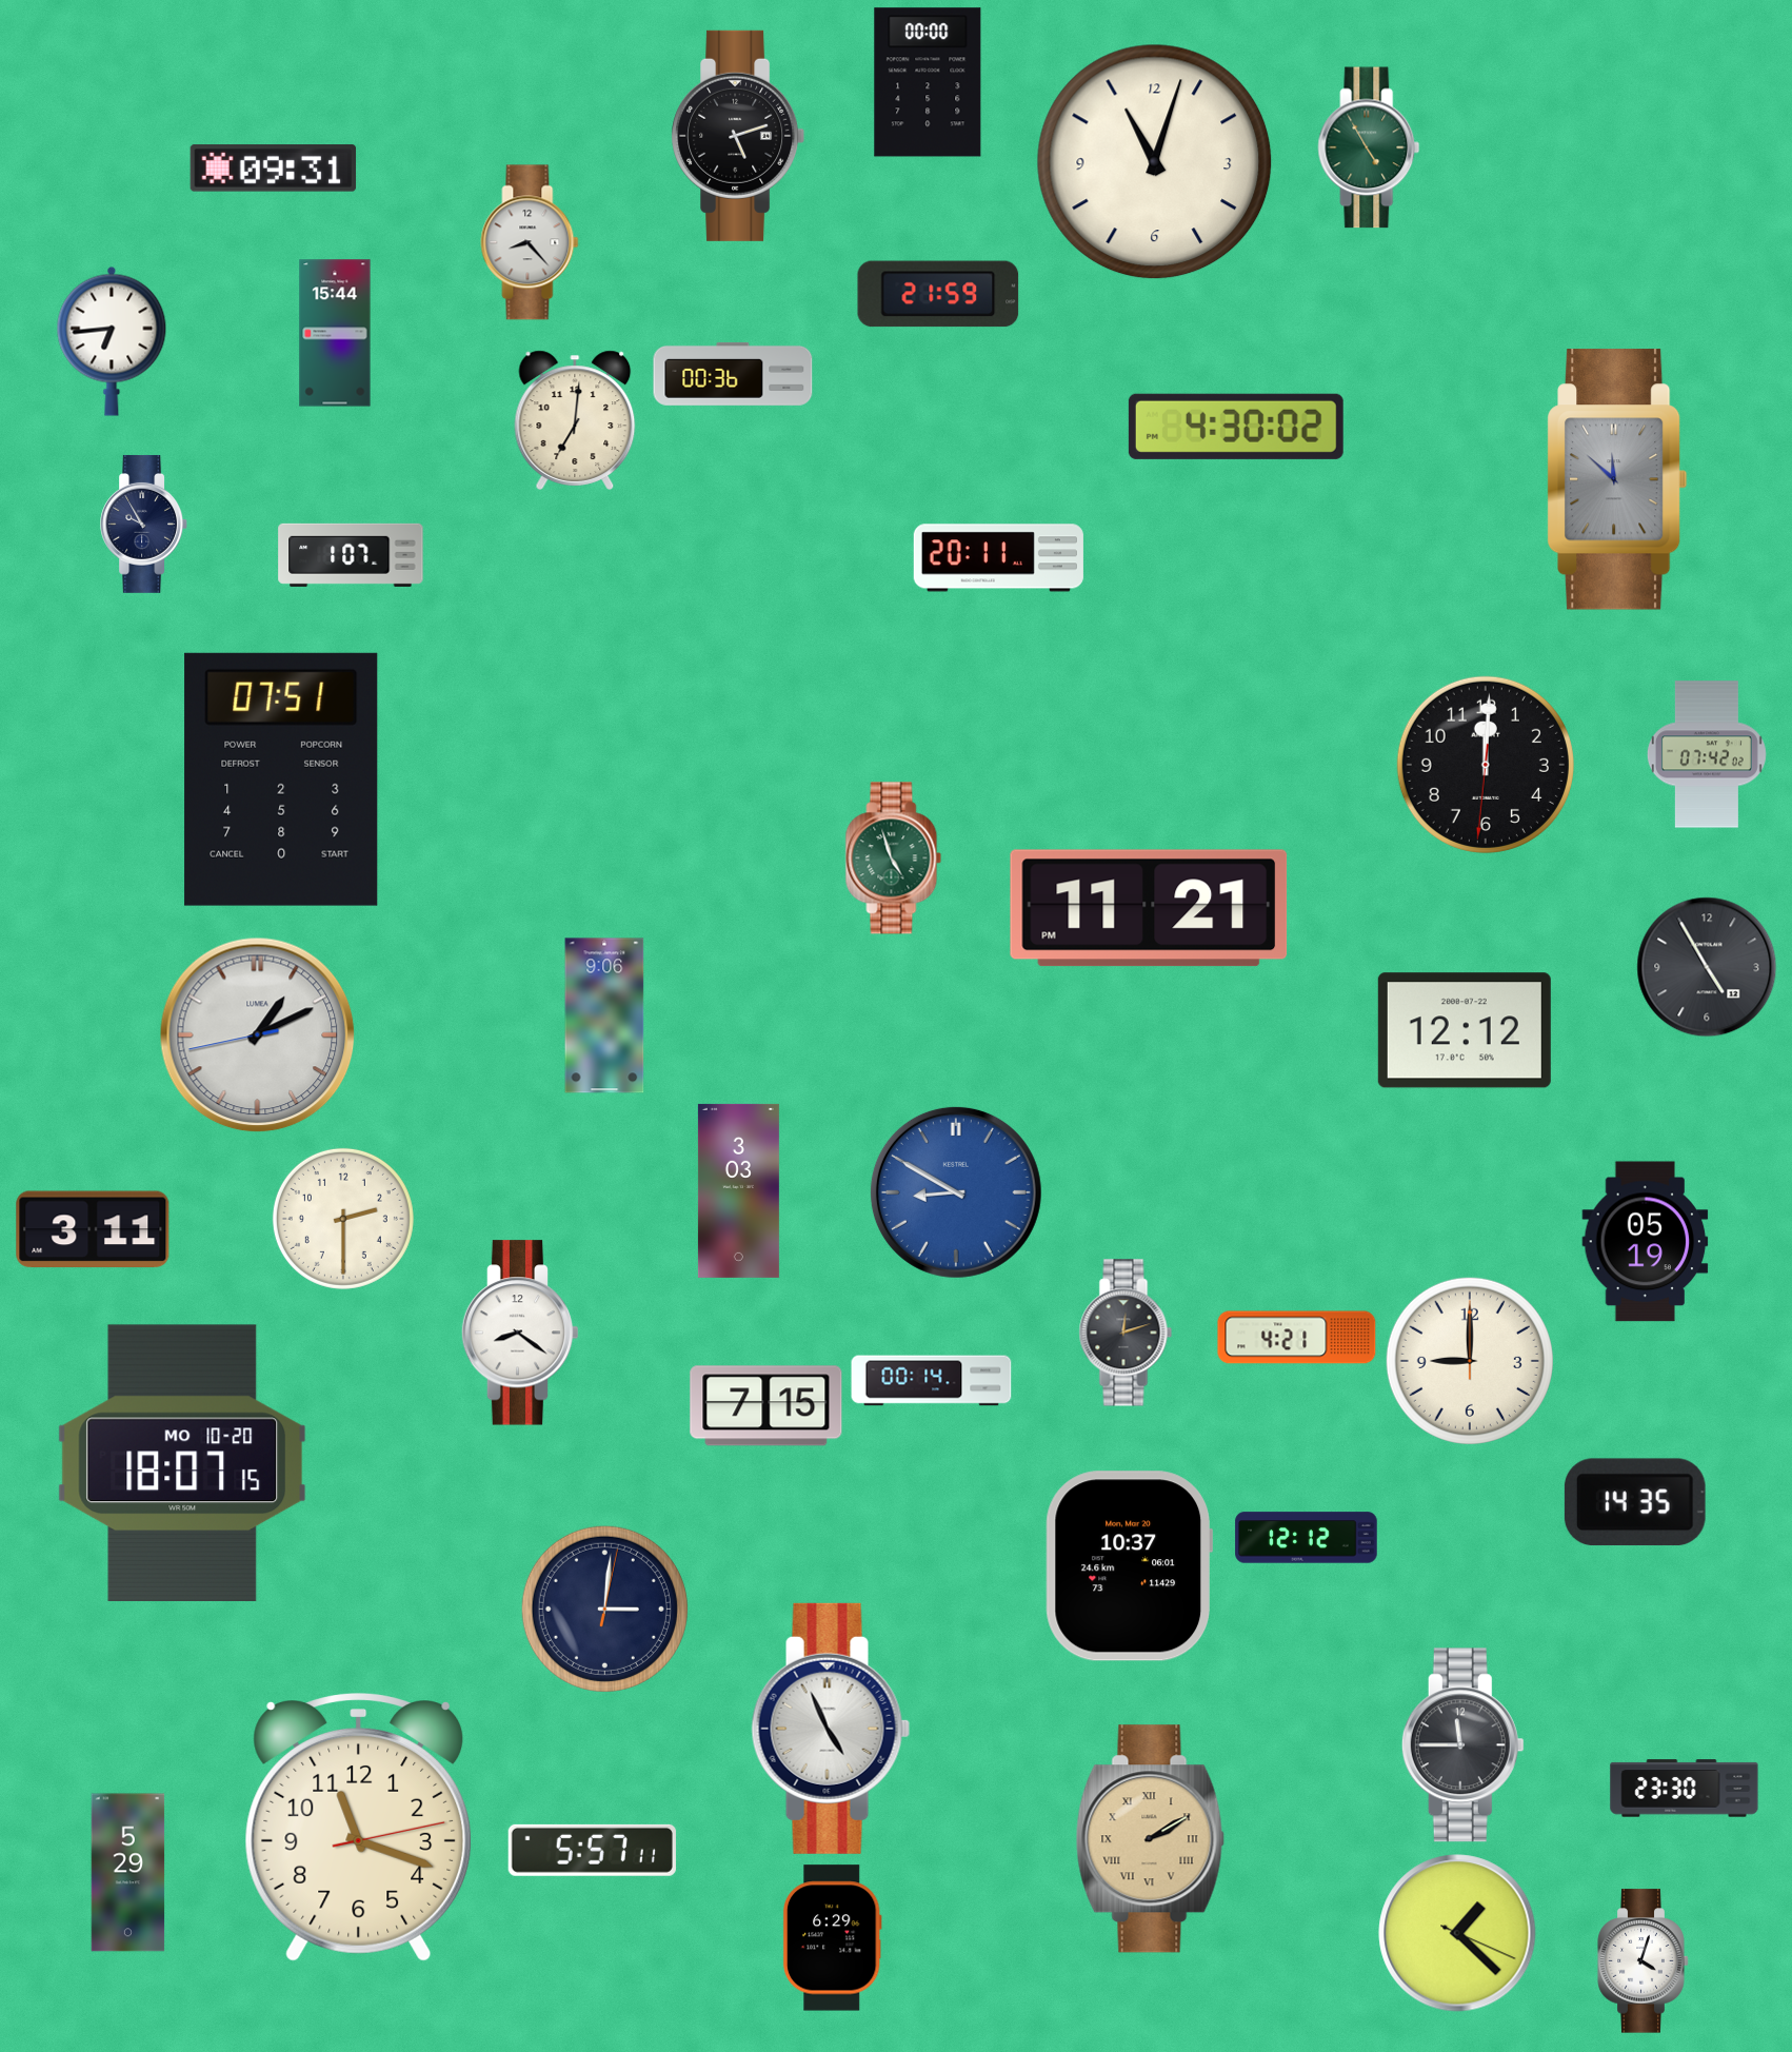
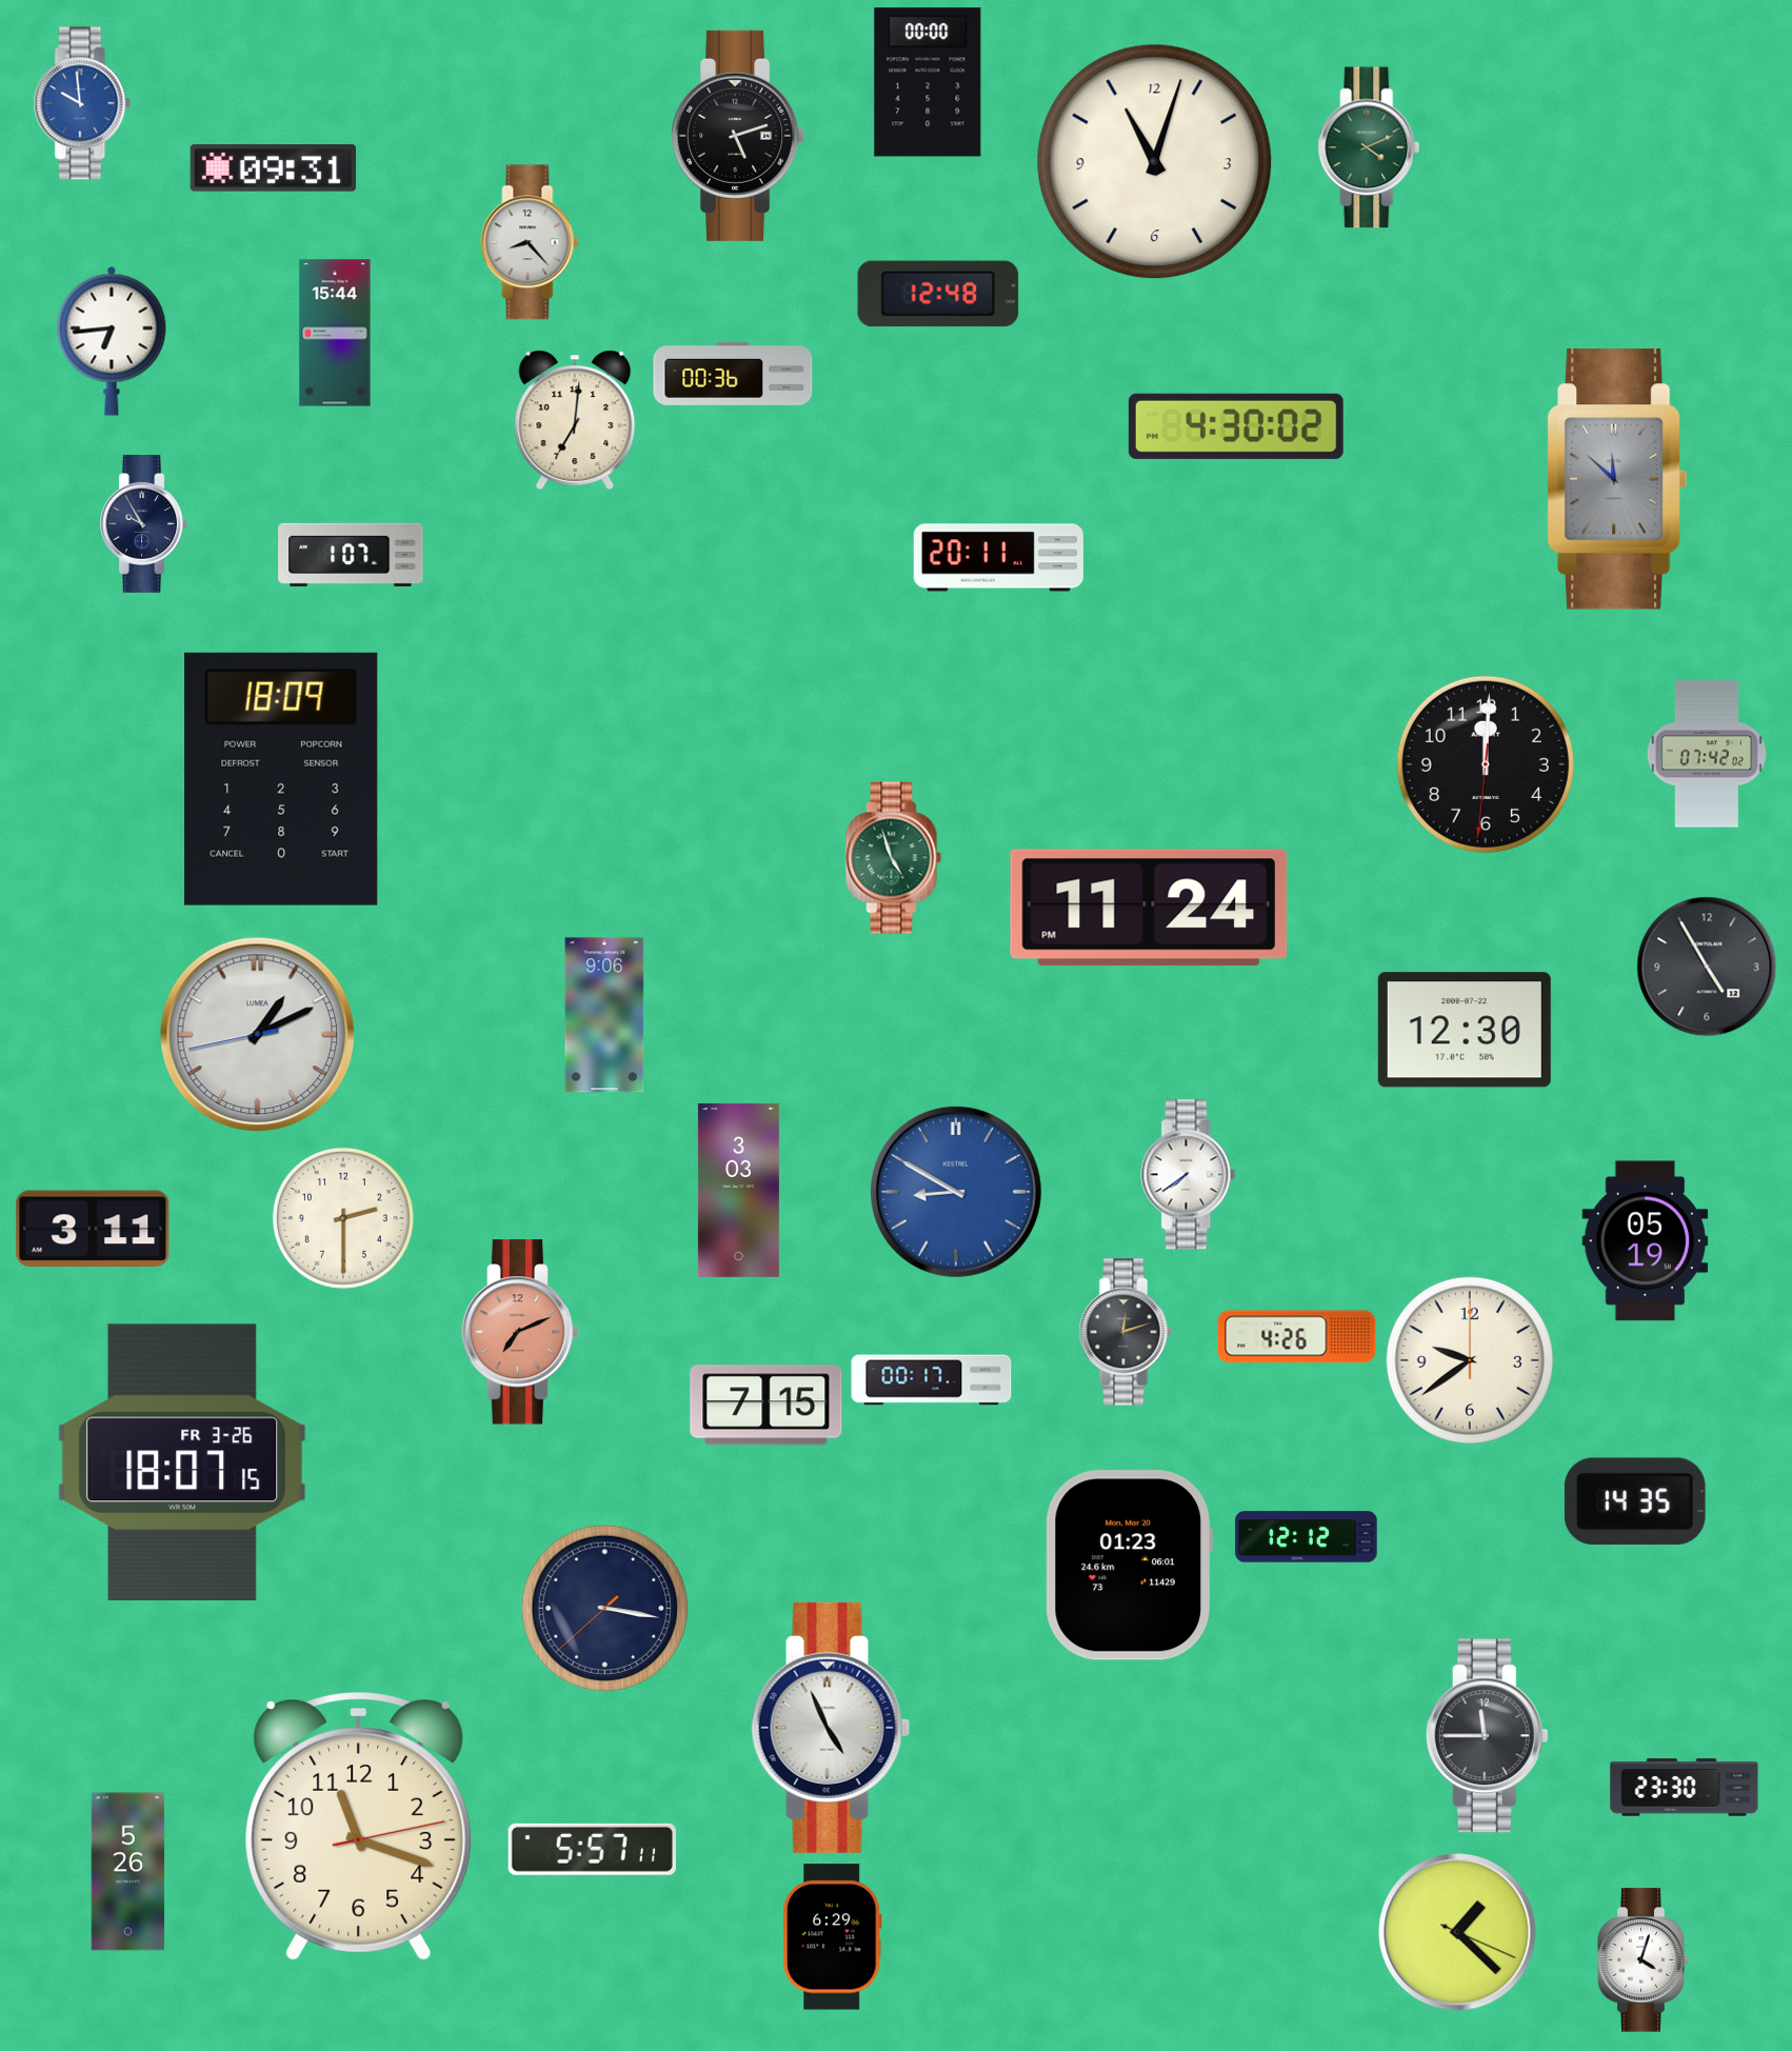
clock at (82, 103): none -> 9:59
clock at (1369, 147): 4:55 -> 4:11
clock at (938, 294): 21:59 -> 12:48
clock at (281, 780): 07:51 -> 18:09
clock at (1149, 908): 11:21 -> 11:24
clock at (1465, 1030): 12:12 -> 12:30
clock at (1189, 1175): none -> 7:39
clock at (520, 1333): 8:21 -> 7:11
clock at (520, 1333) dial: white -> salmon
clock at (1297, 1338): 4:21 -> 4:26
clock at (1470, 1361): 9:00 -> 9:39
clock at (932, 1381): 00:14 -> 00:17
clock at (182, 1462) date: MO 10-20 -> FR 3-26
clock at (1129, 1566): 10:37 -> 01:23
clock at (604, 1609): 3:01 -> 3:16
clock at (1462, 1745) position: (1462, 1745) -> (1487, 1736)
clock at (1150, 1839): 2:10 -> none
clock at (128, 1873): 5:29 -> 5:26
